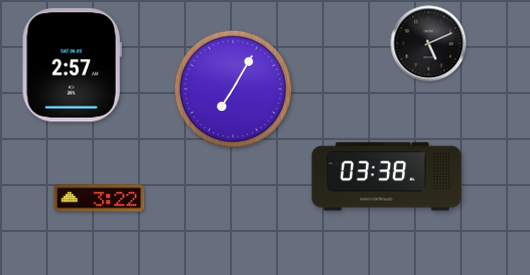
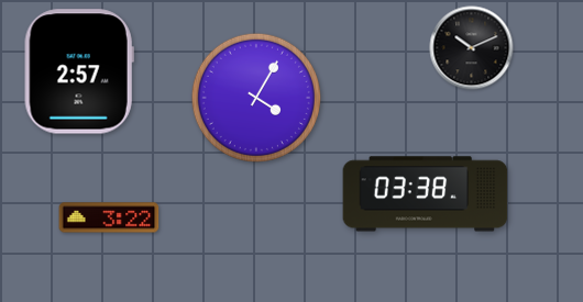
clock at (429, 44): 5:11 -> 10:11
clock at (233, 89): 7:05 -> 4:05
